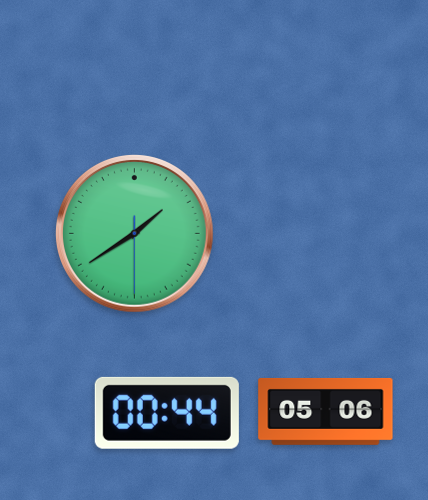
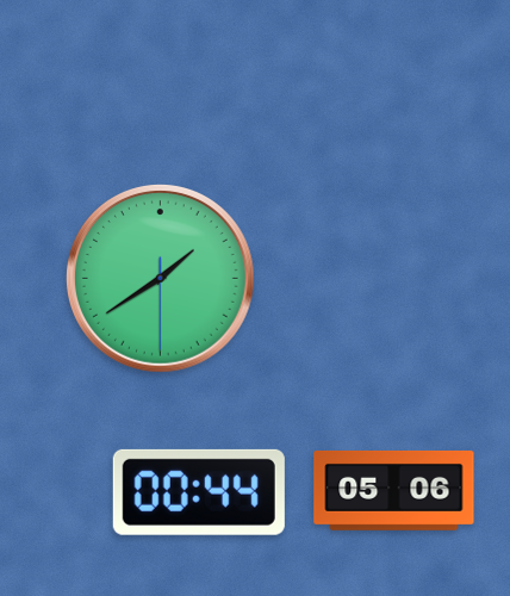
clock at (326, 411) position: (326, 411) -> (394, 490)
